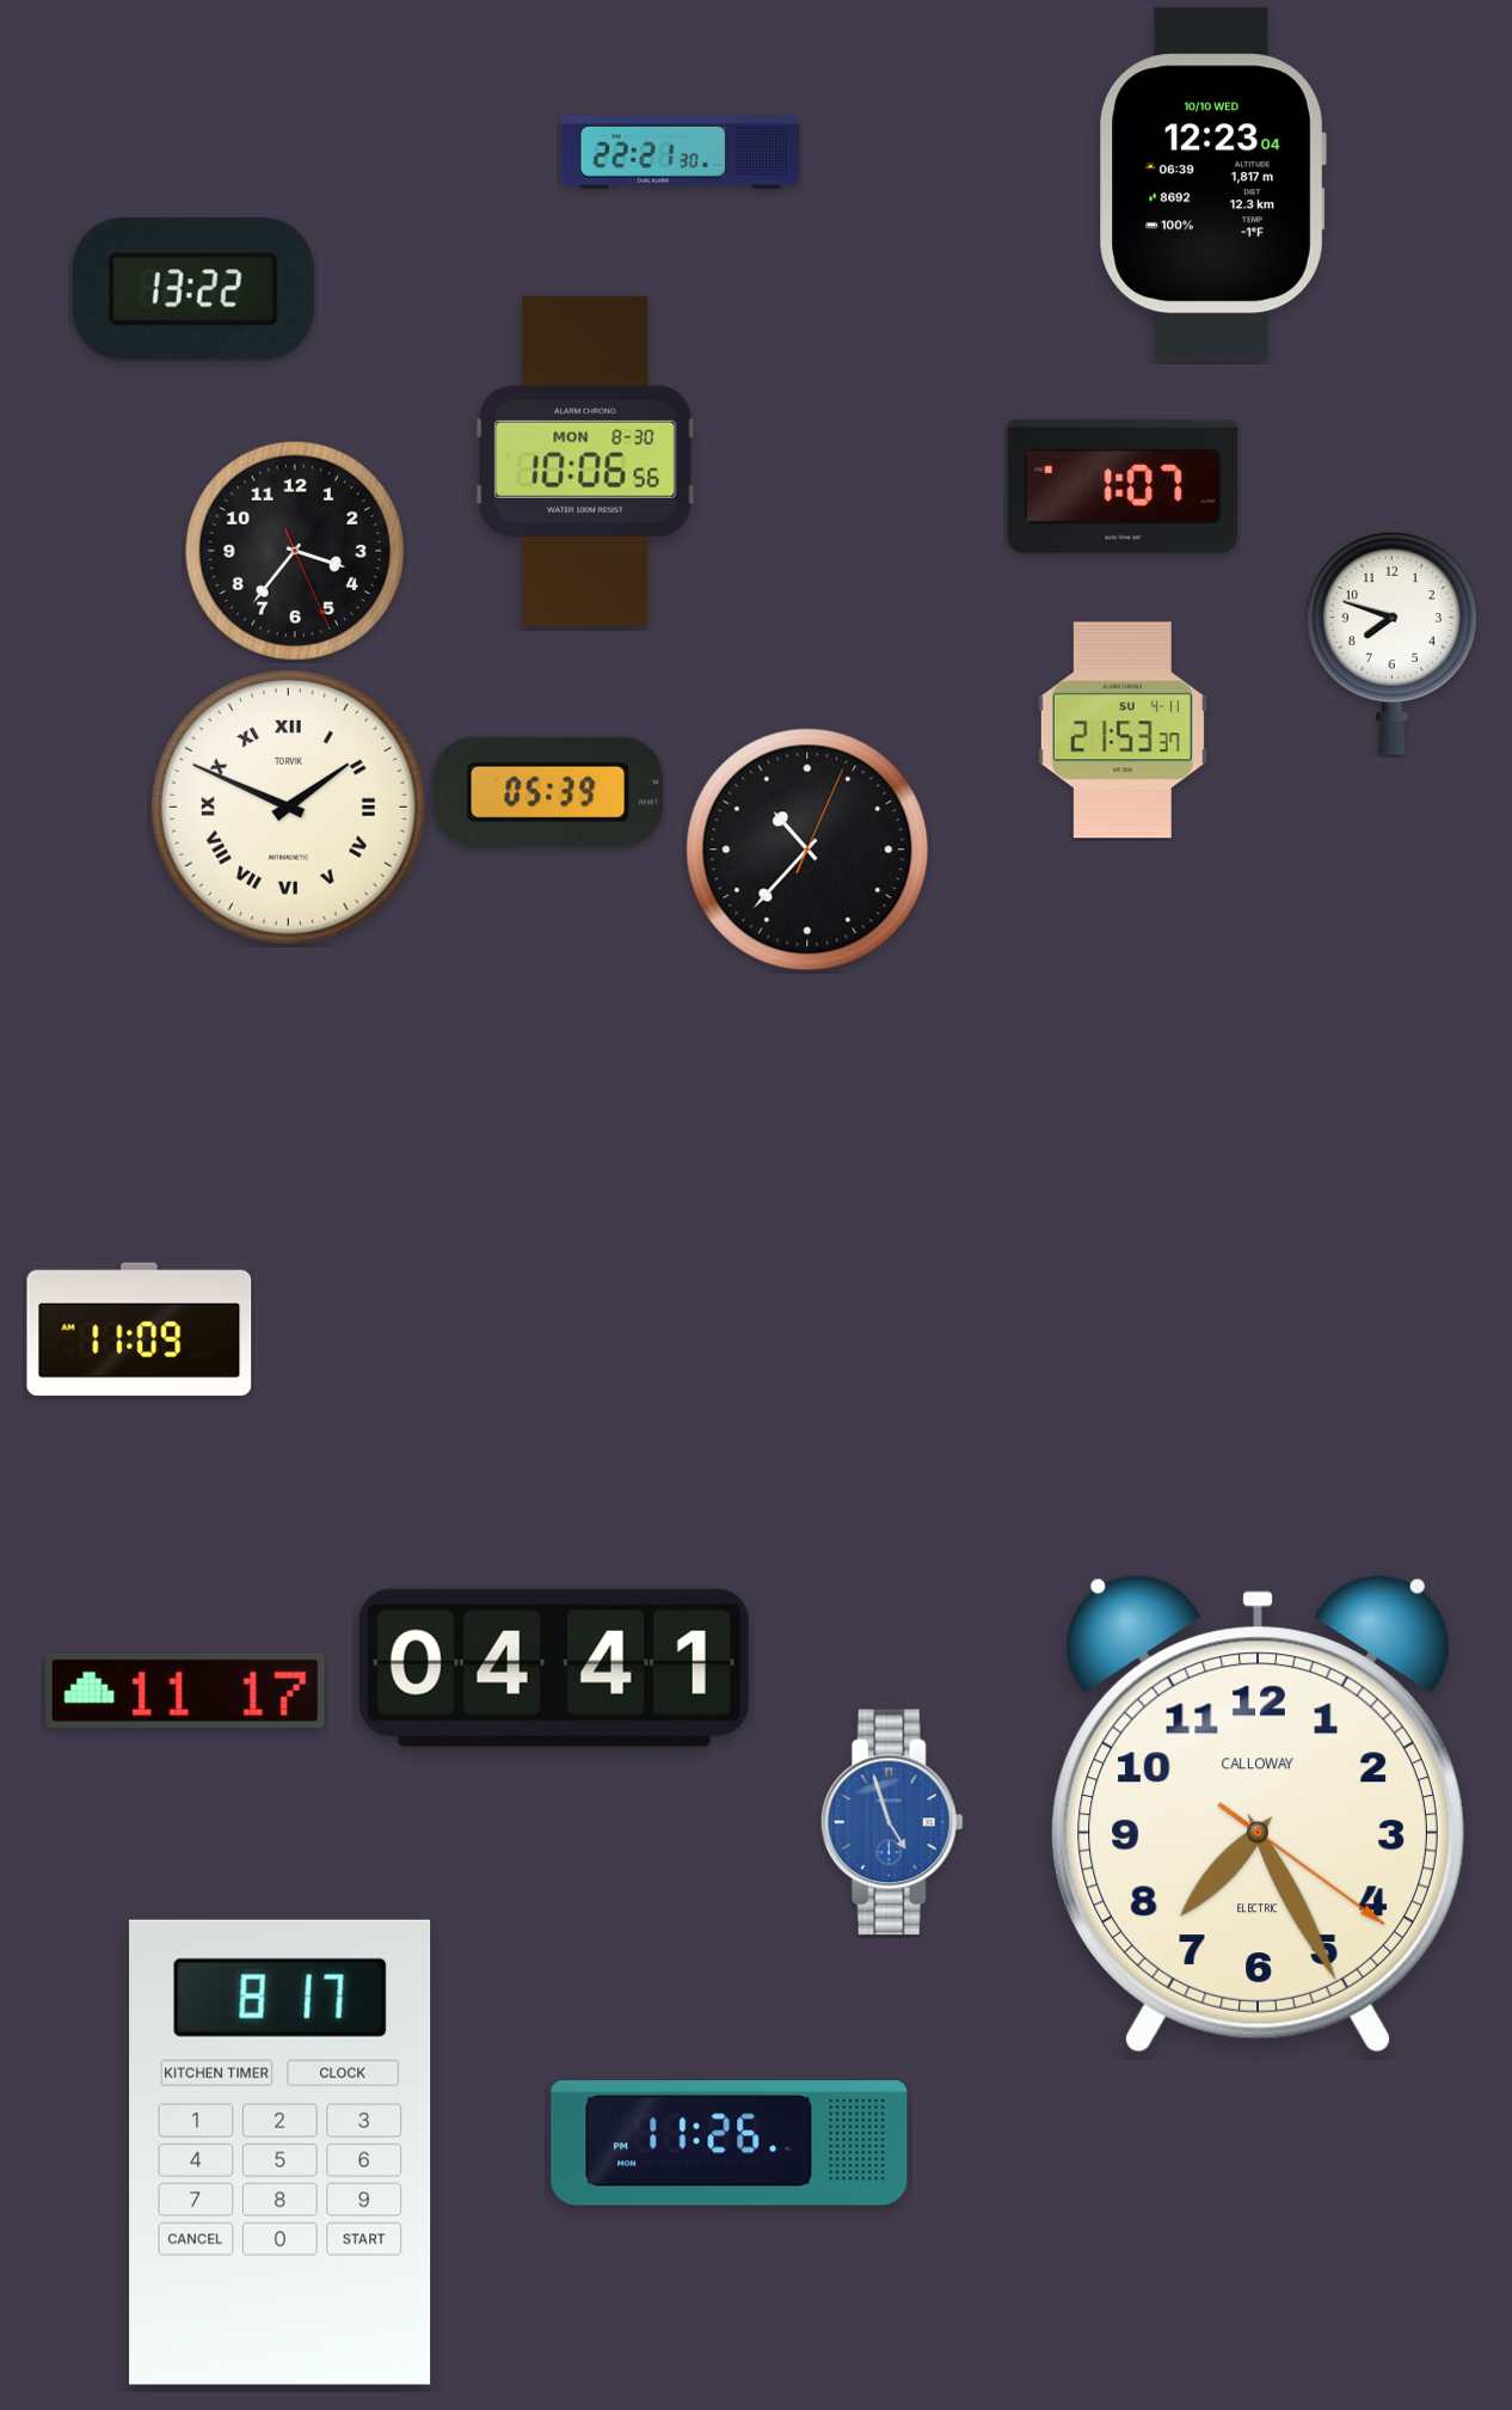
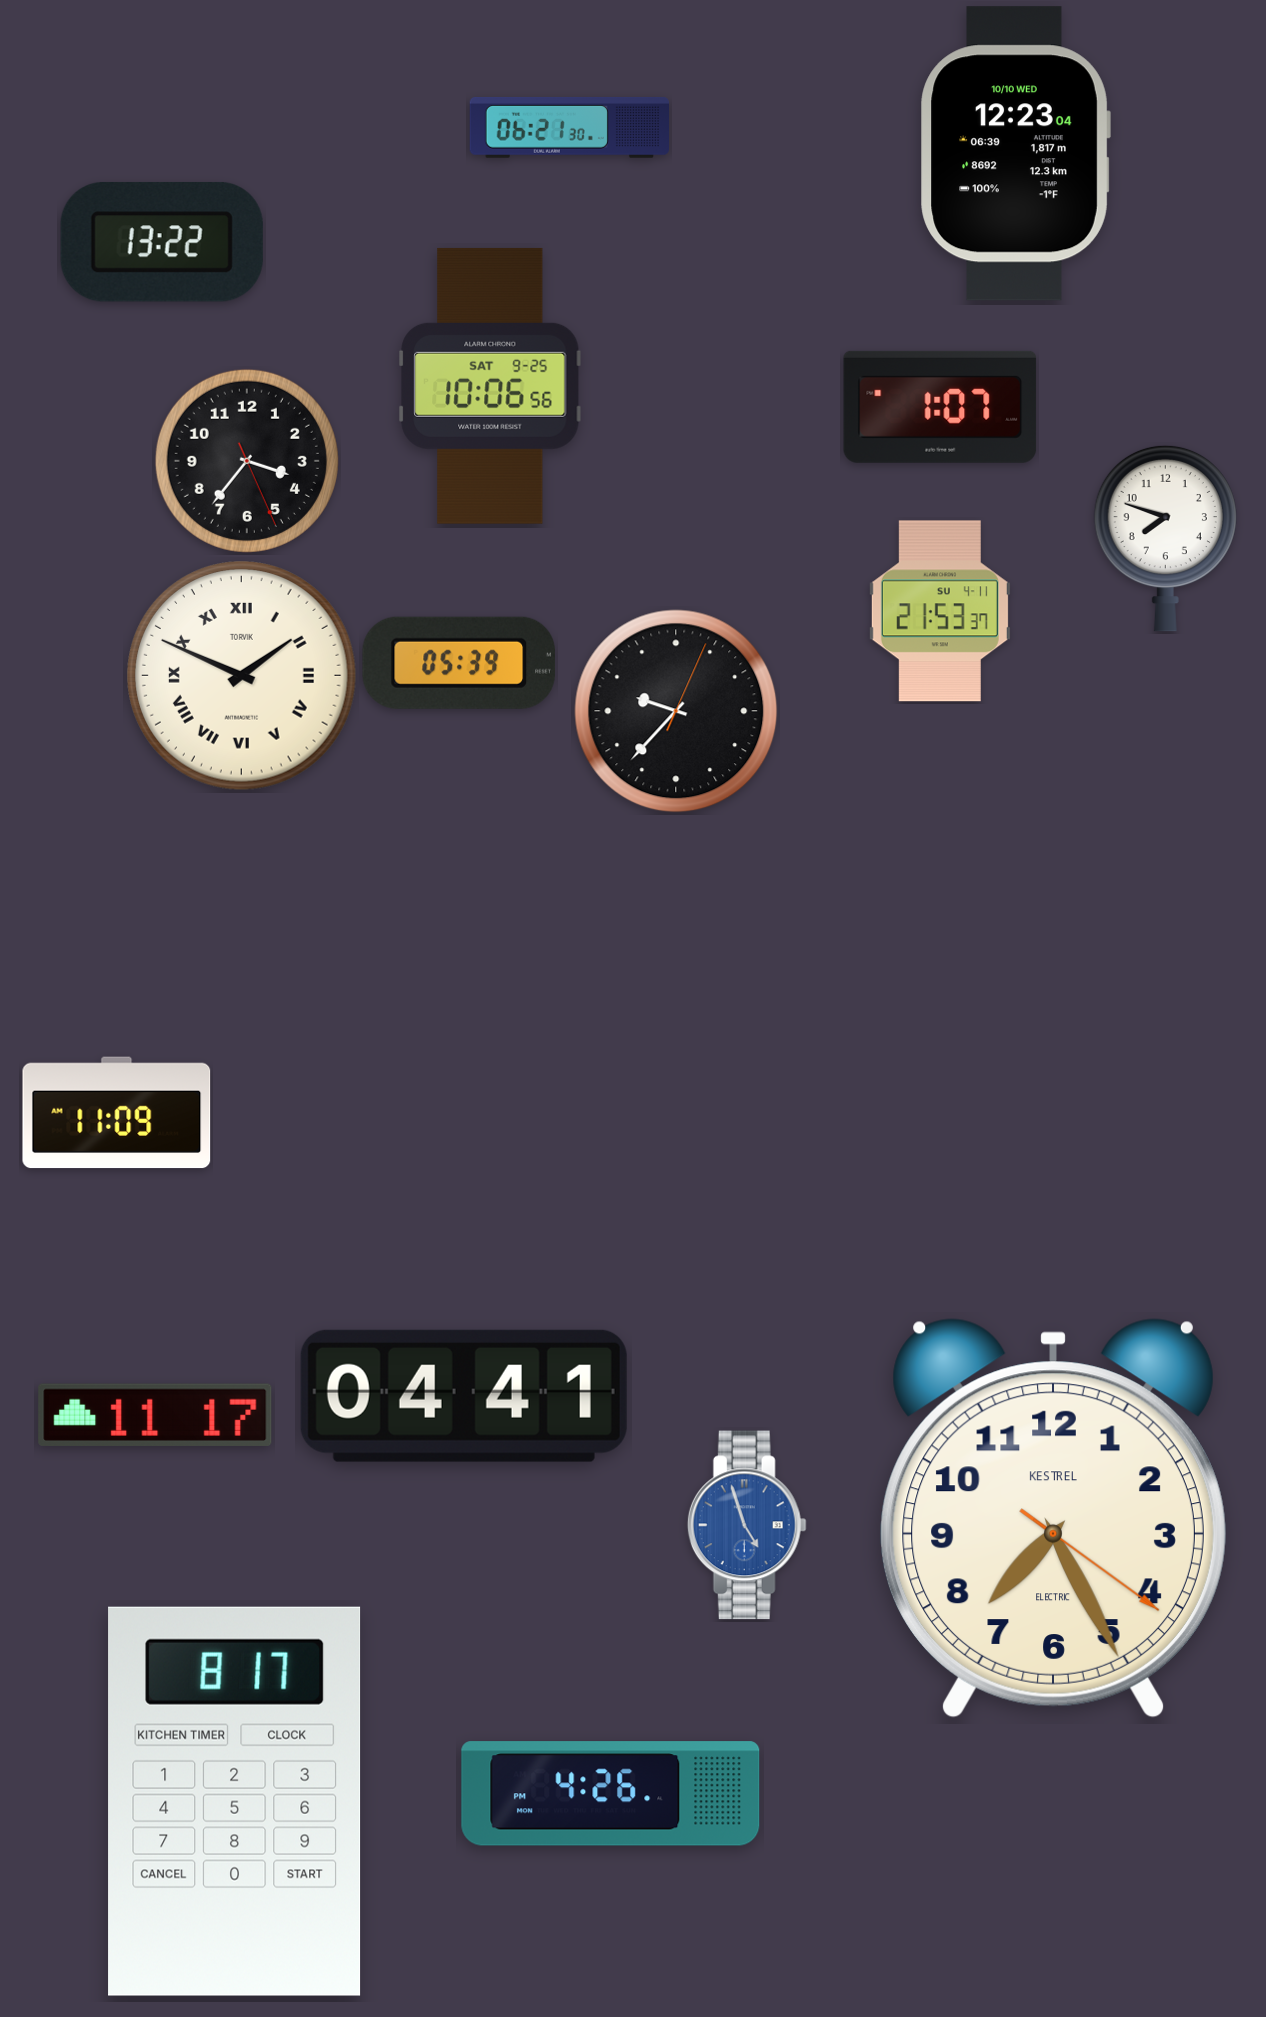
clock at (680, 153): 22:21 -> 06:21
clock at (585, 461) date: MON 8-30 -> SAT 9-25
clock at (807, 850): 10:37 -> 9:37
clock at (1258, 1814) brand: CALLOWAY -> KESTREL
clock at (730, 2144): 11:26 -> 4:26
